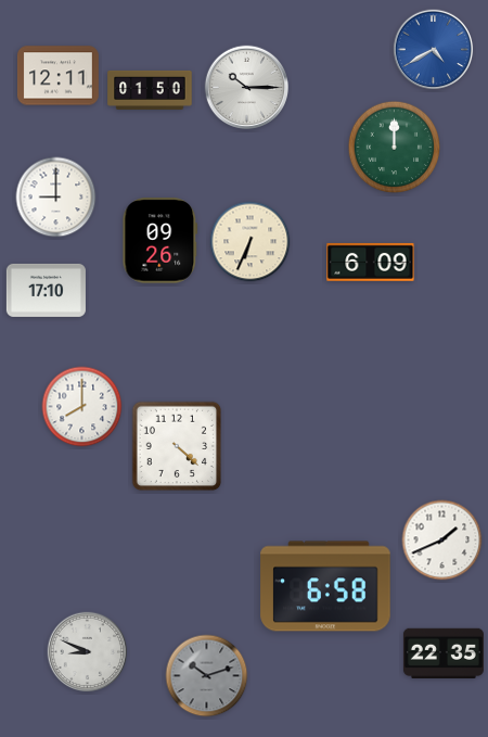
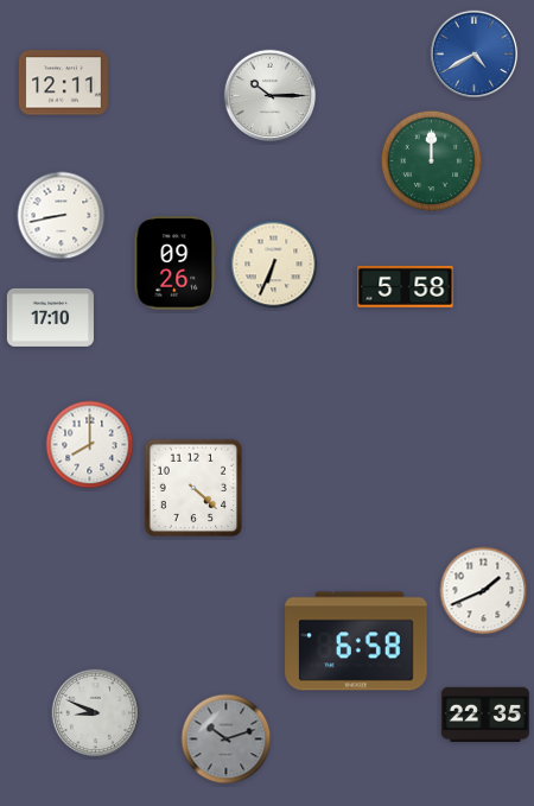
clock at (150, 90): 01:50 -> none
clock at (56, 198): 9:00 -> 8:43
clock at (371, 262): 6:09 -> 5:58
